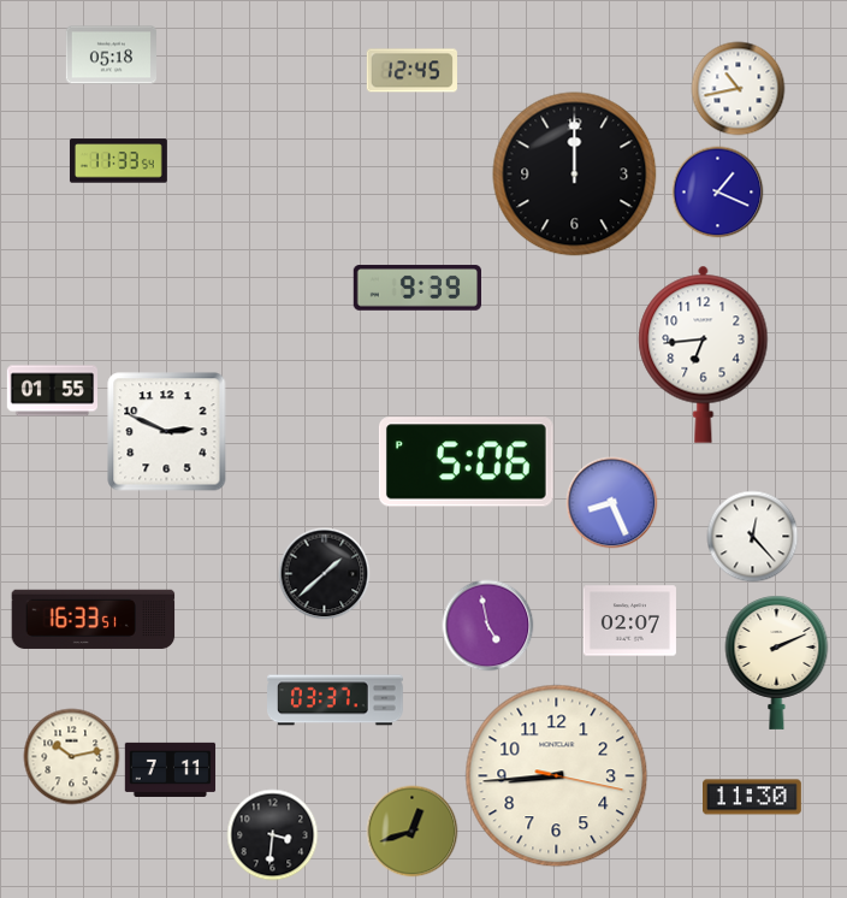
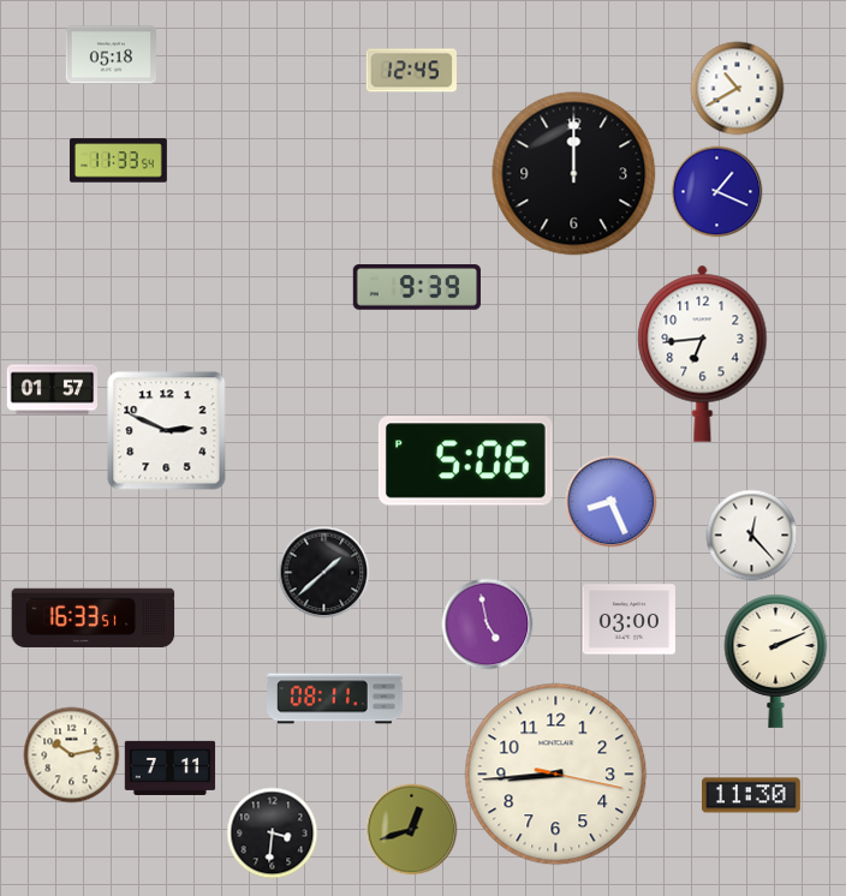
clock at (739, 89): 10:43 -> 10:40
clock at (52, 391): 01:55 -> 01:57
clock at (629, 621): 02:07 -> 03:00
clock at (336, 701): 03:37 -> 08:11
